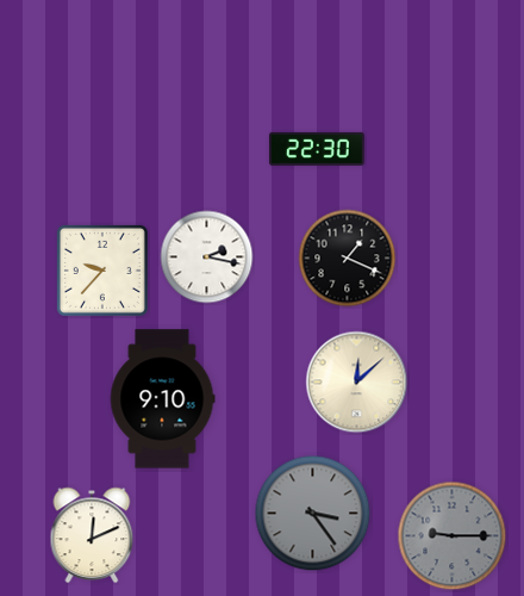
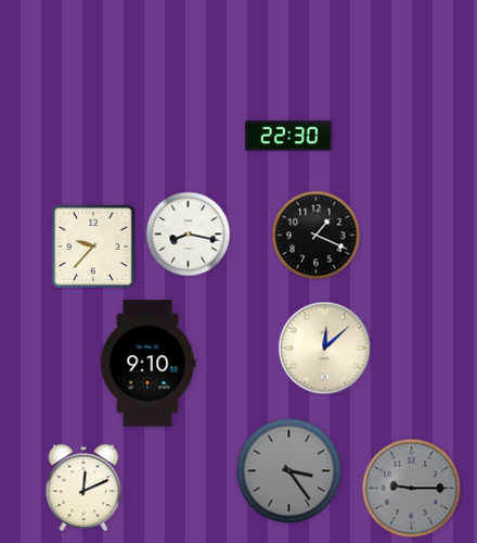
clock at (207, 257): 2:17 -> 8:17
clock at (313, 514) position: (313, 514) -> (289, 471)
